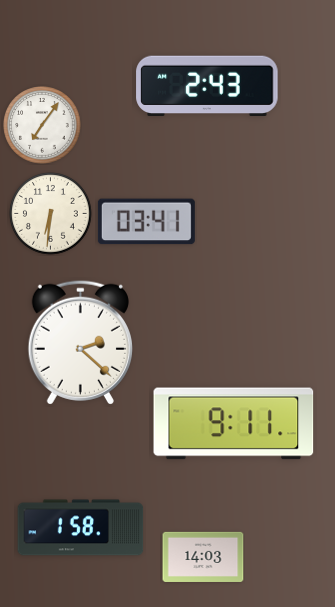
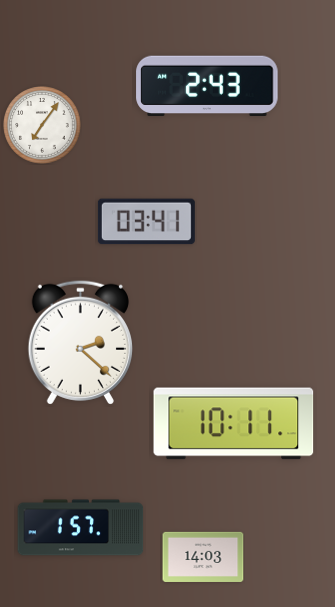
clock at (51, 214): 6:31 -> none
clock at (234, 424): 9:11 -> 10:11
clock at (81, 528): 1:58 -> 1:57
